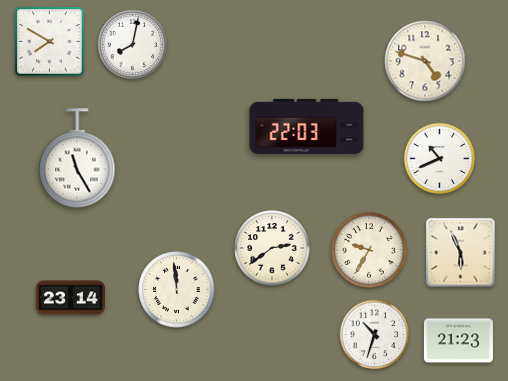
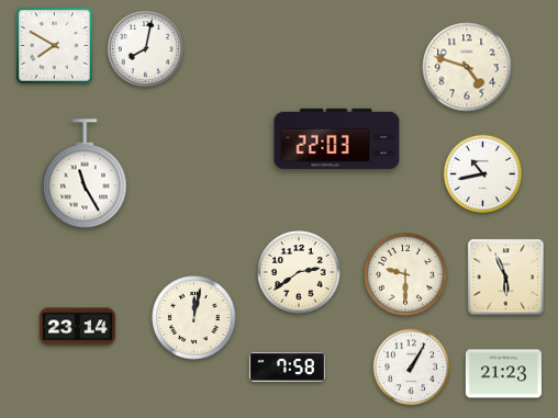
clock at (439, 158): 10:41 -> 10:43
clock at (369, 250): 9:35 -> 9:30
clock at (177, 290): 11:59 -> 12:02
clock at (287, 368): none -> 7:58
clock at (375, 335): 10:33 -> 1:05
